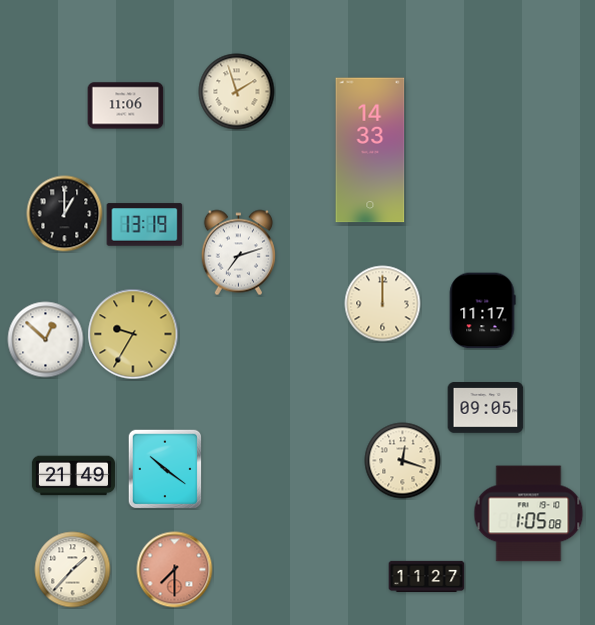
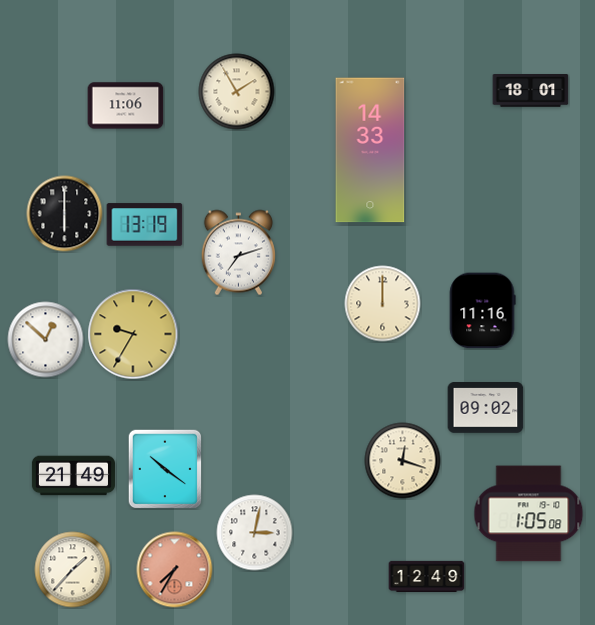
clock at (531, 91): none -> 18:01
clock at (237, 92): 1:57 -> 1:55
clock at (65, 214): 1:00 -> 6:00
clock at (482, 311): 11:17 -> 11:16
clock at (486, 408): 09:05 -> 09:02
clock at (255, 533): none -> 3:02
clock at (175, 570): 7:30 -> 7:35
clock at (427, 576): 11:27 -> 12:49
